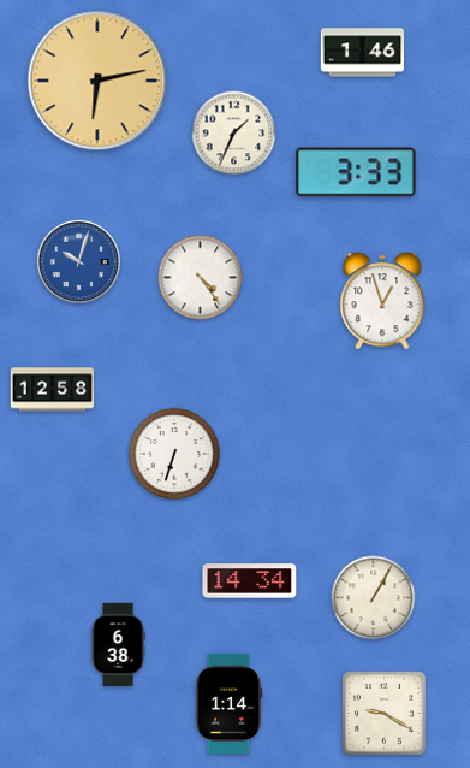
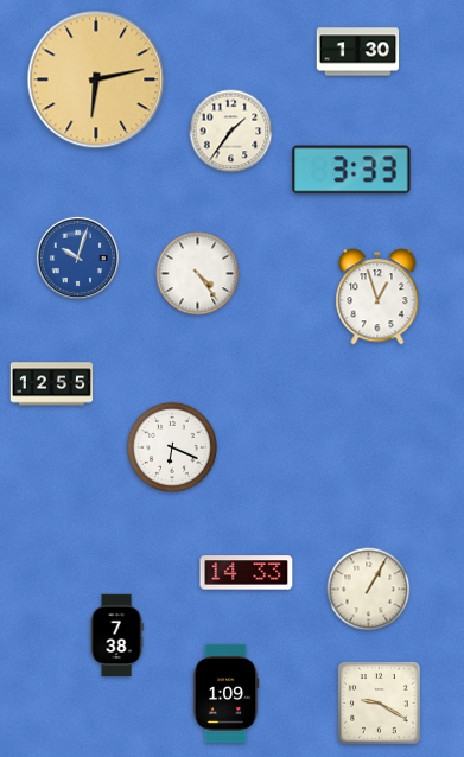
clock at (363, 53): 1:46 -> 1:30
clock at (234, 134): 1:34 -> 1:36
clock at (53, 390): 12:58 -> 12:55
clock at (174, 454): 6:33 -> 6:19
clock at (250, 581): 14:34 -> 14:33
clock at (118, 645): 6:38 -> 7:38
clock at (228, 703): 1:14 -> 1:09
